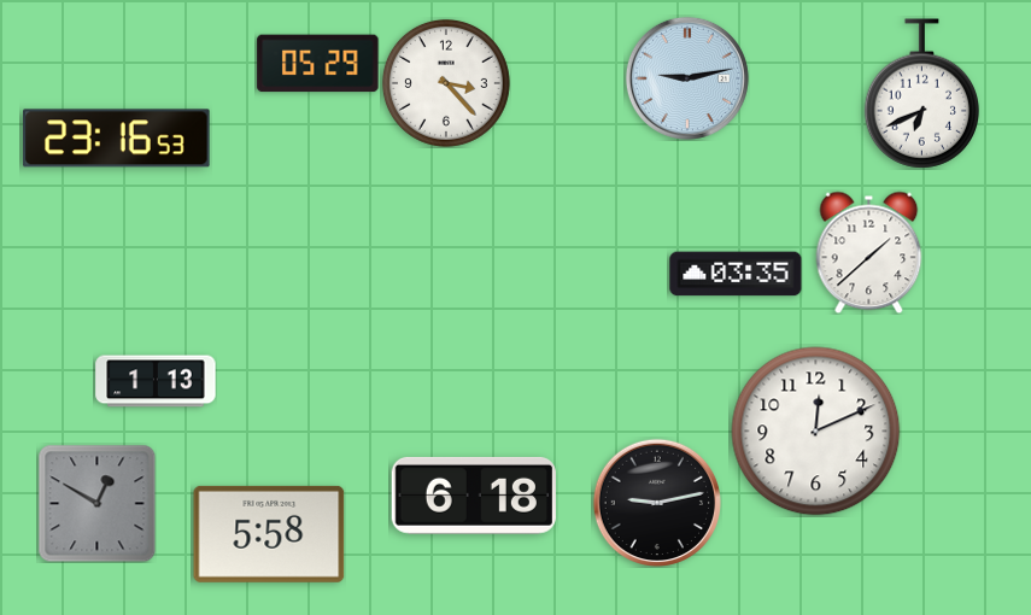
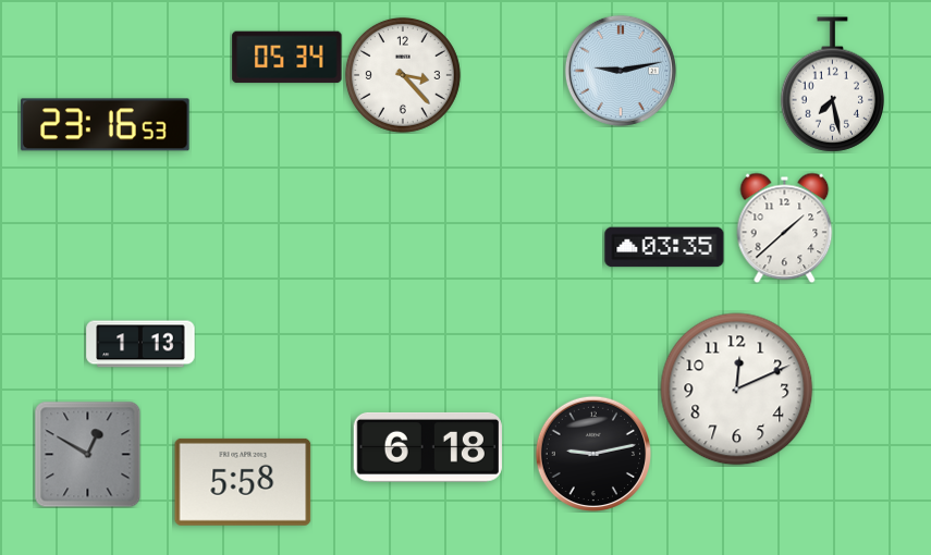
clock at (318, 64): 05:29 -> 05:34
clock at (921, 94): 6:41 -> 7:28
